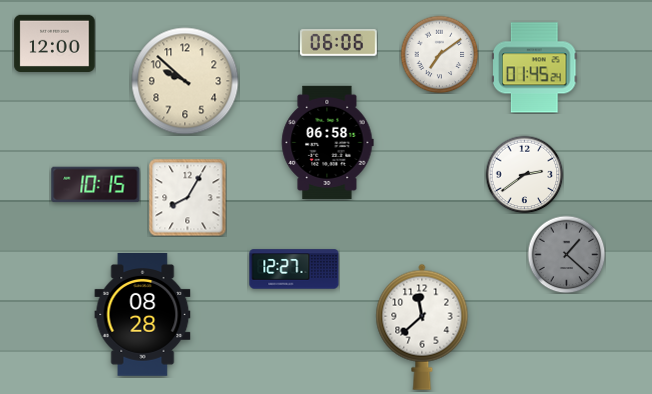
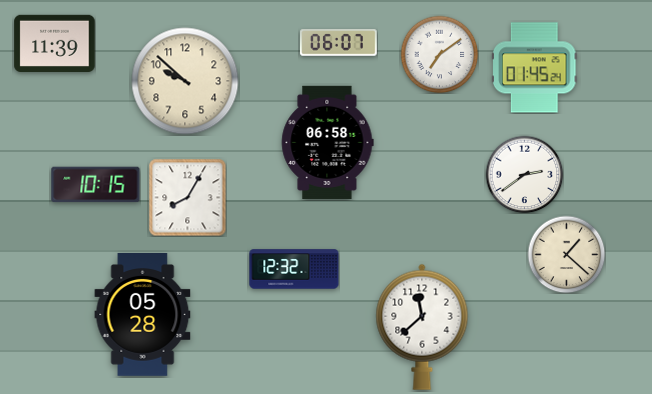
clock at (55, 43): 12:00 -> 11:39
clock at (339, 43): 06:06 -> 06:07
clock at (566, 254) dial: grey -> cream
clock at (294, 269): 12:27 -> 12:32
clock at (143, 315): 08:28 -> 05:28
